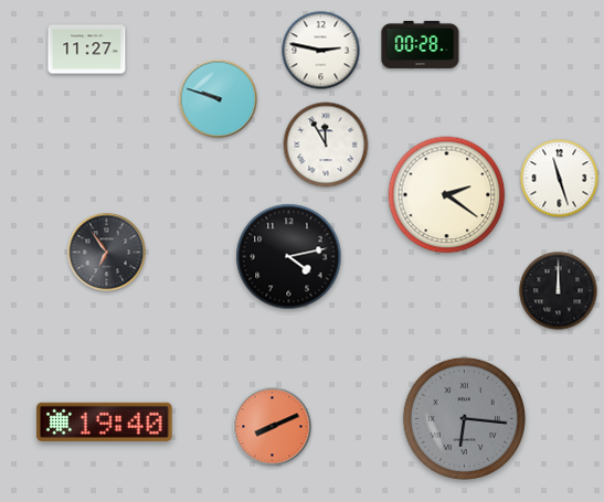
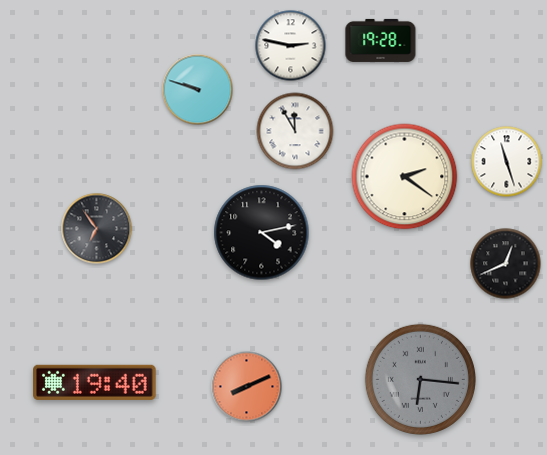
clock at (421, 44): 00:28 -> 19:28
clock at (87, 50): 11:27 -> none
clock at (559, 291): 12:00 -> 12:41
